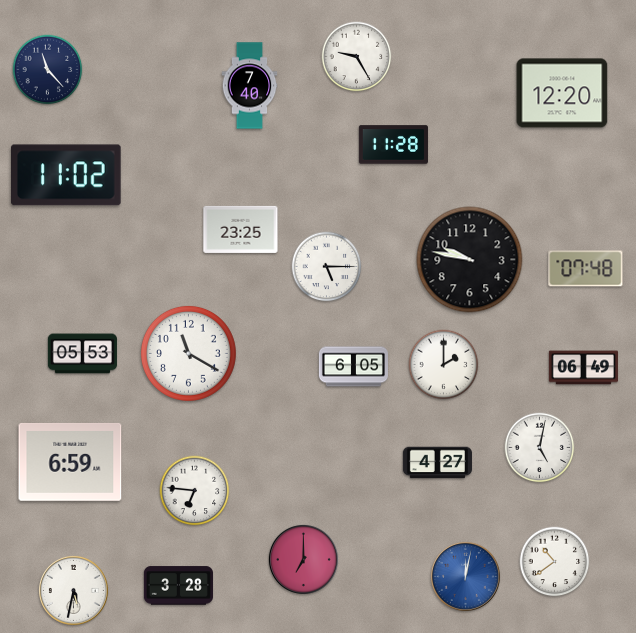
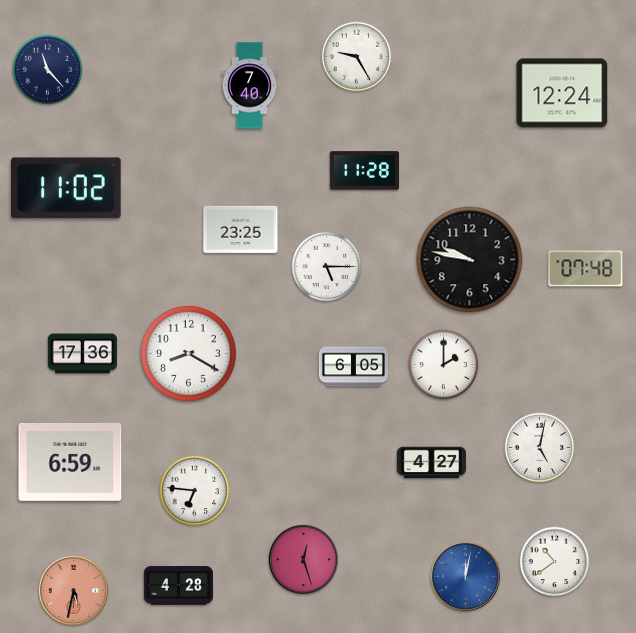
clock at (562, 93): 12:20 -> 12:24
clock at (393, 145) position: (393, 145) -> (364, 171)
clock at (67, 175) position: (67, 175) -> (67, 188)
clock at (188, 353): 11:20 -> 8:20
clock at (82, 354): 05:53 -> 17:36
clock at (583, 368): 06:49 -> none
clock at (437, 463) position: (437, 463) -> (431, 463)
clock at (303, 559): 7:00 -> 12:27
clock at (178, 586): 3:28 -> 4:28
clock at (73, 590) dial: white -> salmon
